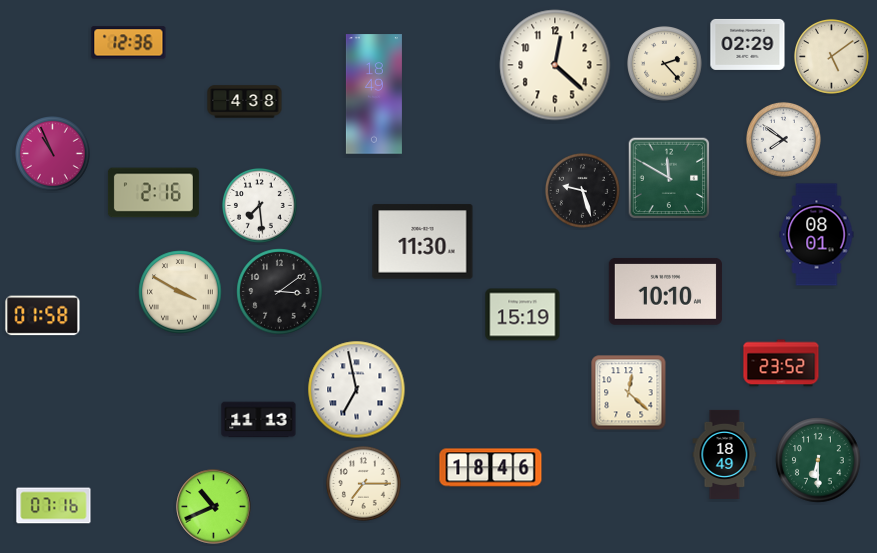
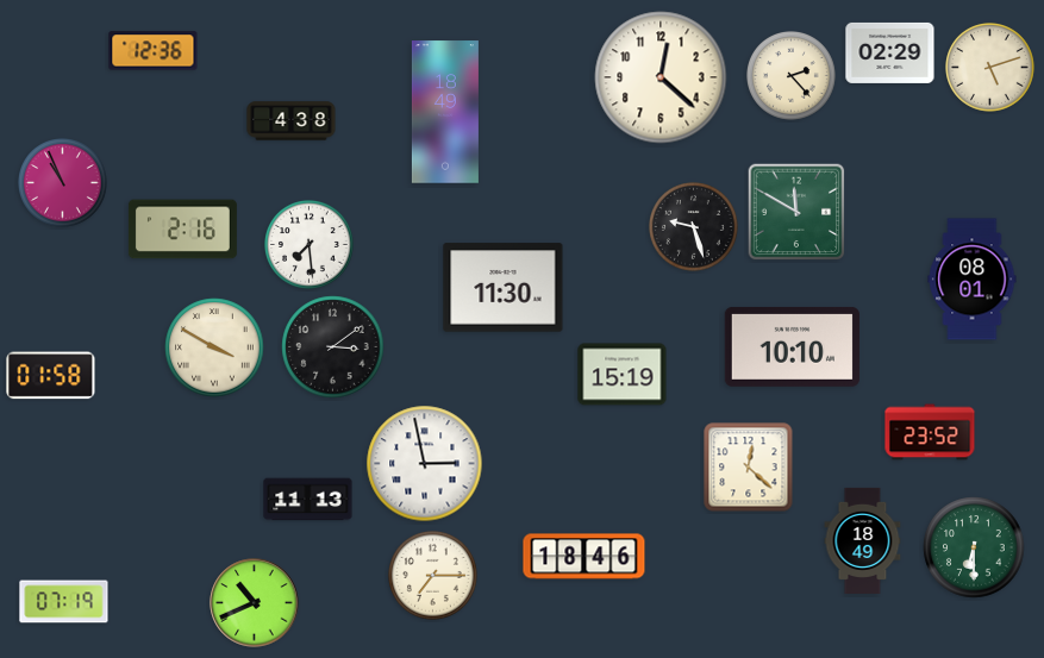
clock at (832, 57): 5:09 -> 5:12
clock at (784, 140): 7:51 -> none
clock at (357, 390): 6:58 -> 2:58
clock at (54, 506): 07:16 -> 07:19
